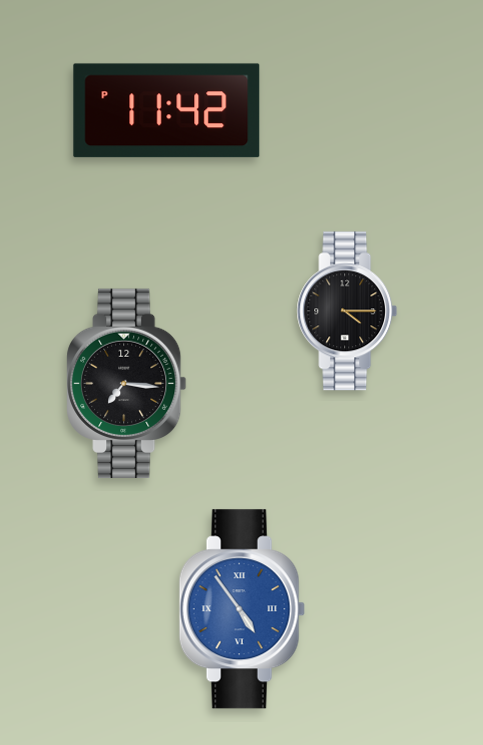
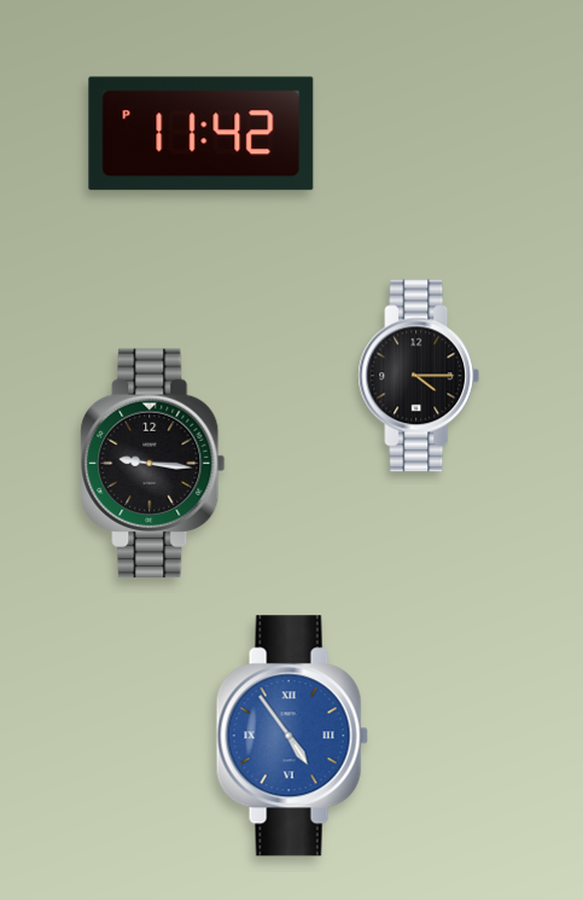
clock at (127, 384): 7:16 -> 9:16
